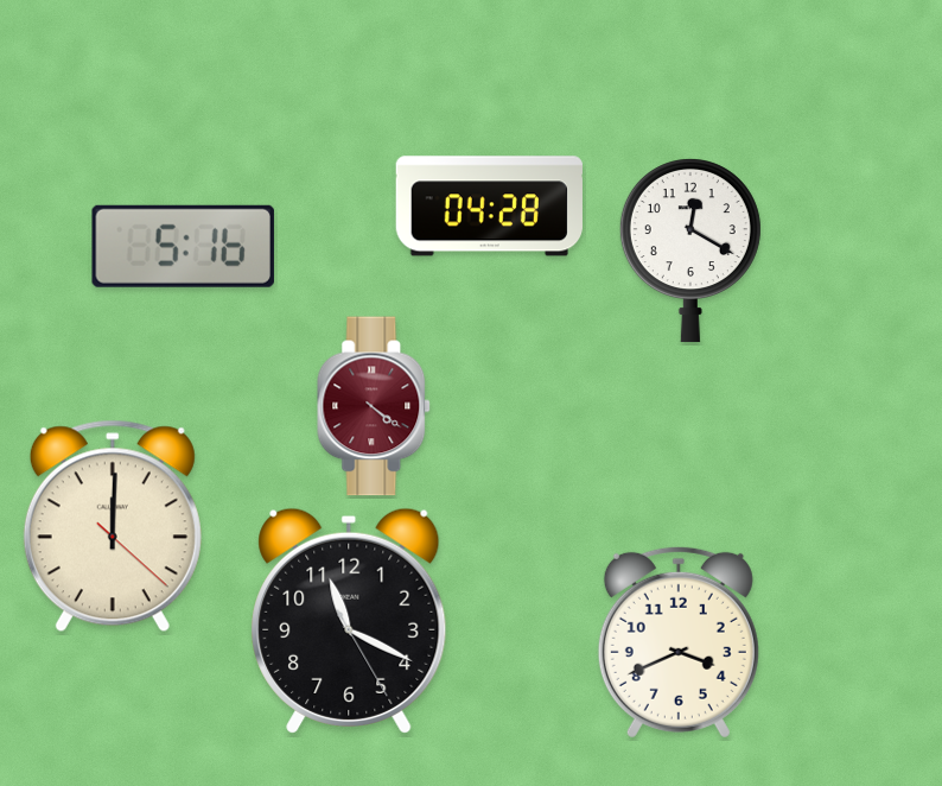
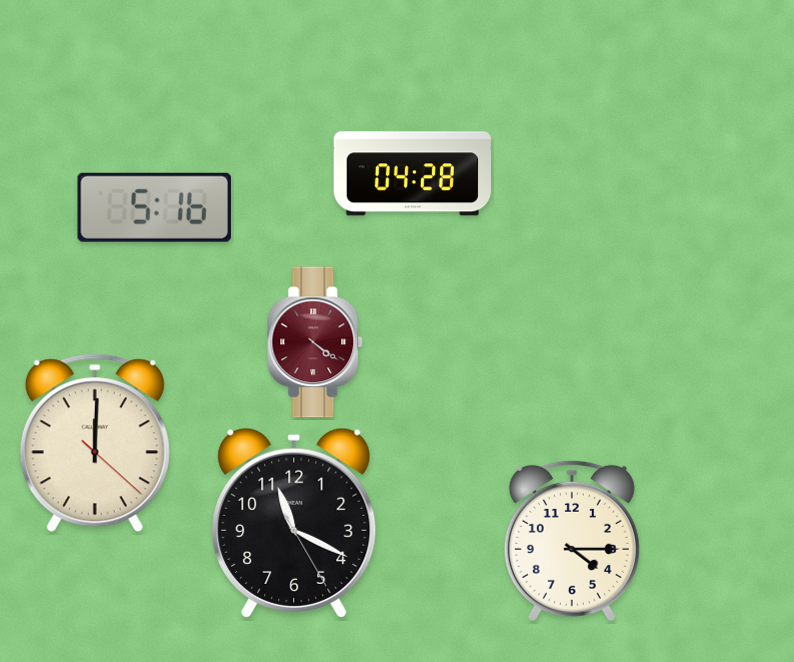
clock at (690, 251): 12:20 -> none
clock at (679, 642): 3:41 -> 4:15
